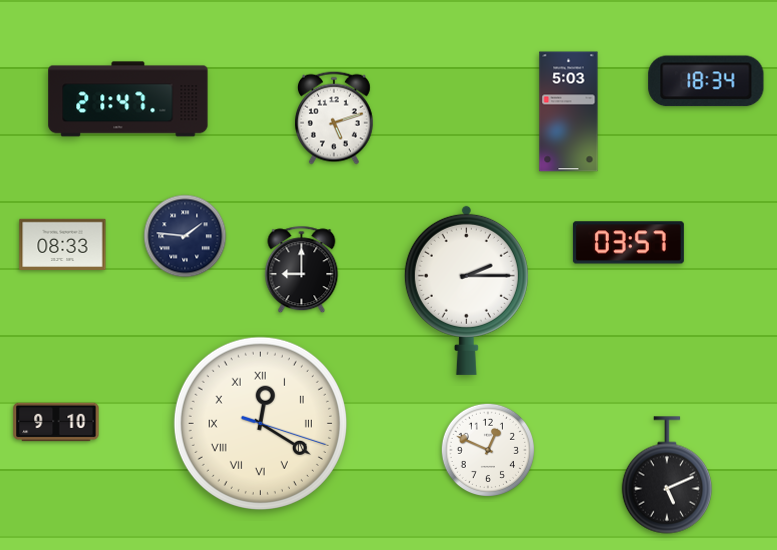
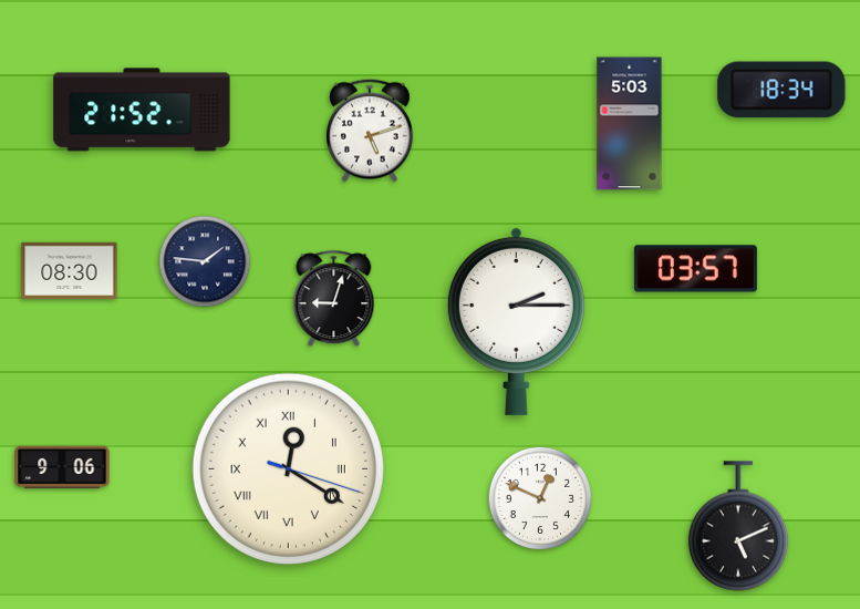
clock at (128, 99): 21:47 -> 21:52
clock at (63, 244): 08:33 -> 08:30
clock at (302, 270): 9:00 -> 9:03
clock at (56, 422): 9:10 -> 9:06
